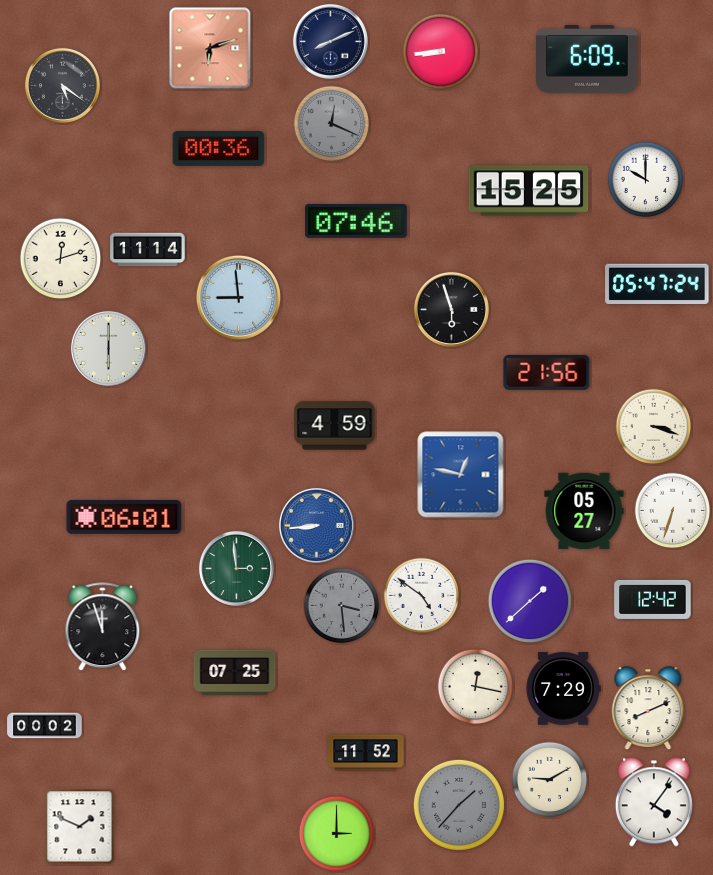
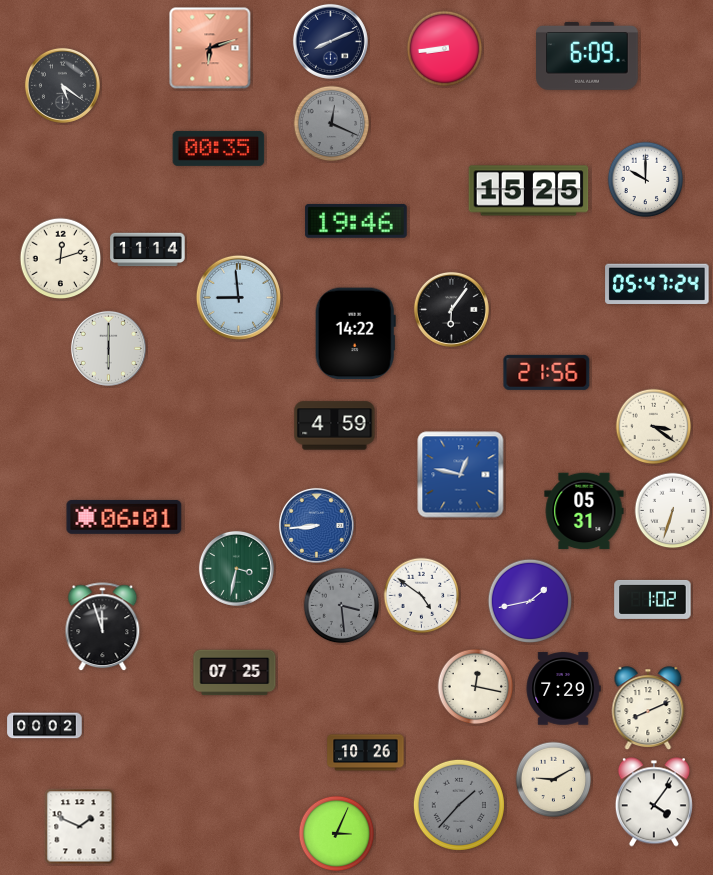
clock at (441, 52) position: (441, 52) -> (445, 49)
clock at (587, 59) position: (587, 59) -> (587, 56)
clock at (219, 148): 00:36 -> 00:35
clock at (356, 221): 07:46 -> 19:46
clock at (451, 309): 5:57 -> 6:06
clock at (355, 334): none -> 14:22
clock at (654, 427): 3:18 -> 3:21
clock at (584, 511): 05:27 -> 05:31
clock at (236, 568): 2:59 -> 3:32
clock at (653, 599): 12:42 -> 1:02
clock at (530, 601): 1:38 -> 1:43
clock at (366, 753): 11:52 -> 10:26
clock at (550, 780) position: (550, 780) -> (554, 780)
clock at (337, 834): 3:00 -> 3:04
